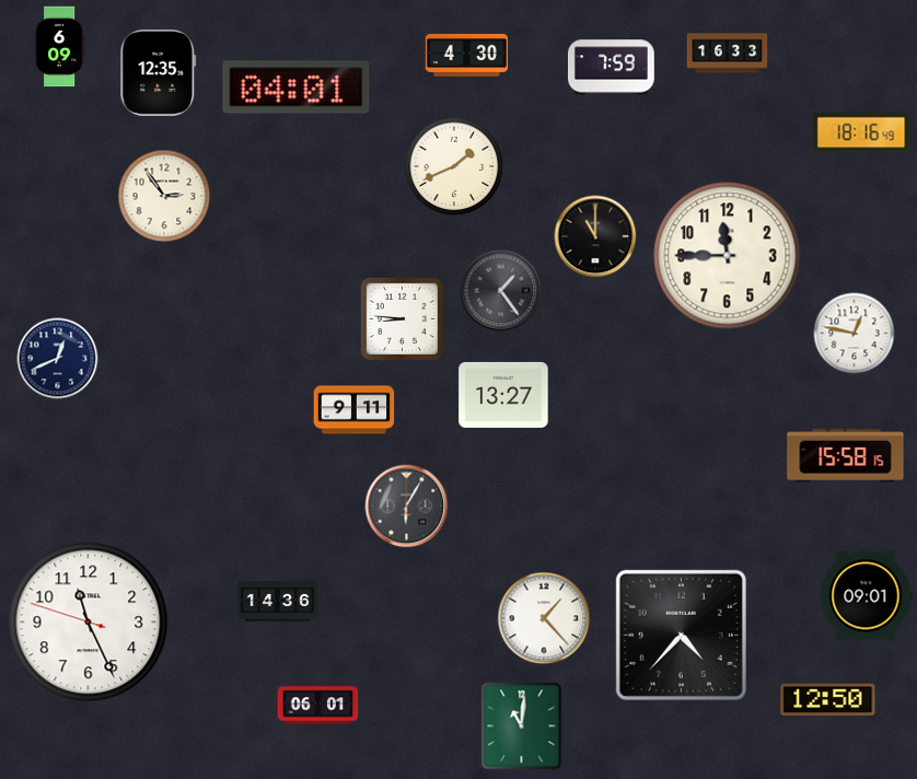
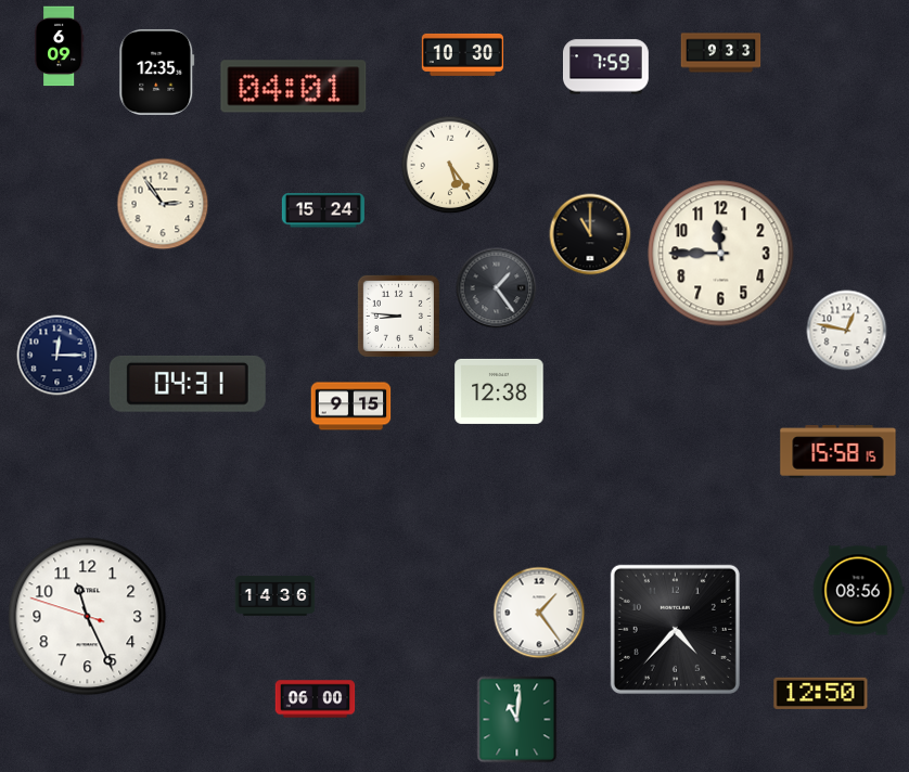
clock at (728, 54): 16:33 -> 9:33
clock at (466, 55): 4:30 -> 10:30
clock at (861, 132): 18:16 -> none
clock at (454, 166): 1:41 -> 5:24
clock at (164, 196) position: (164, 196) -> (163, 204)
clock at (323, 210): none -> 15:24
clock at (58, 359): 12:41 -> 12:15
clock at (188, 384): none -> 04:31
clock at (503, 395): 13:27 -> 12:38
clock at (355, 410): 9:11 -> 9:15
clock at (407, 507): 6:05 -> none
clock at (866, 596): 09:01 -> 08:56
clock at (544, 618): 1:23 -> 1:24
clock at (318, 706): 06:01 -> 06:00
